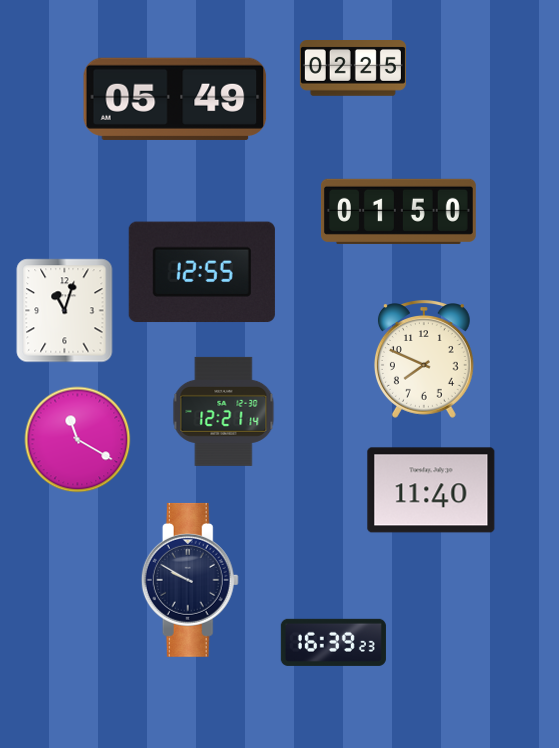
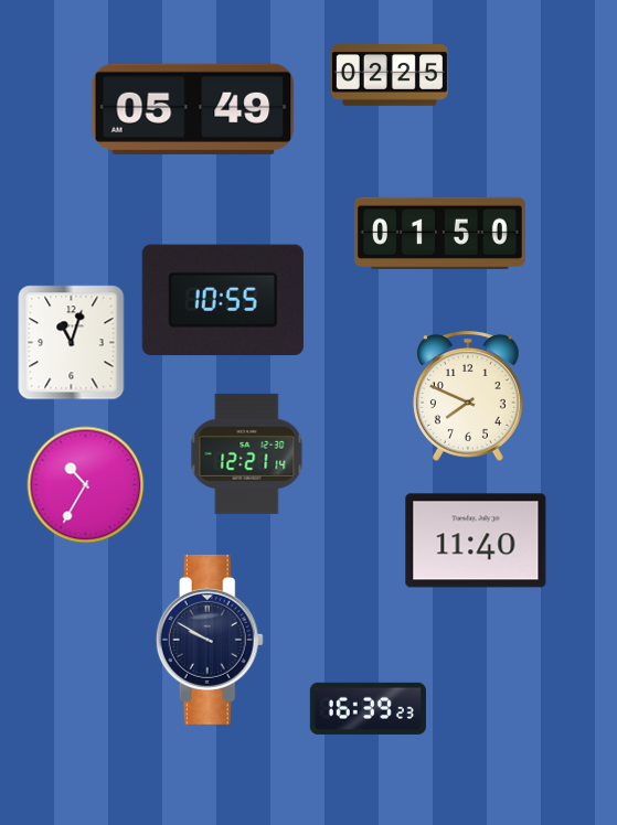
clock at (202, 272): 12:55 -> 10:55
clock at (78, 440): 11:20 -> 10:35
